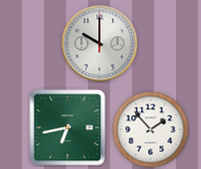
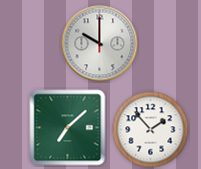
clock at (68, 128): 6:43 -> 7:08
